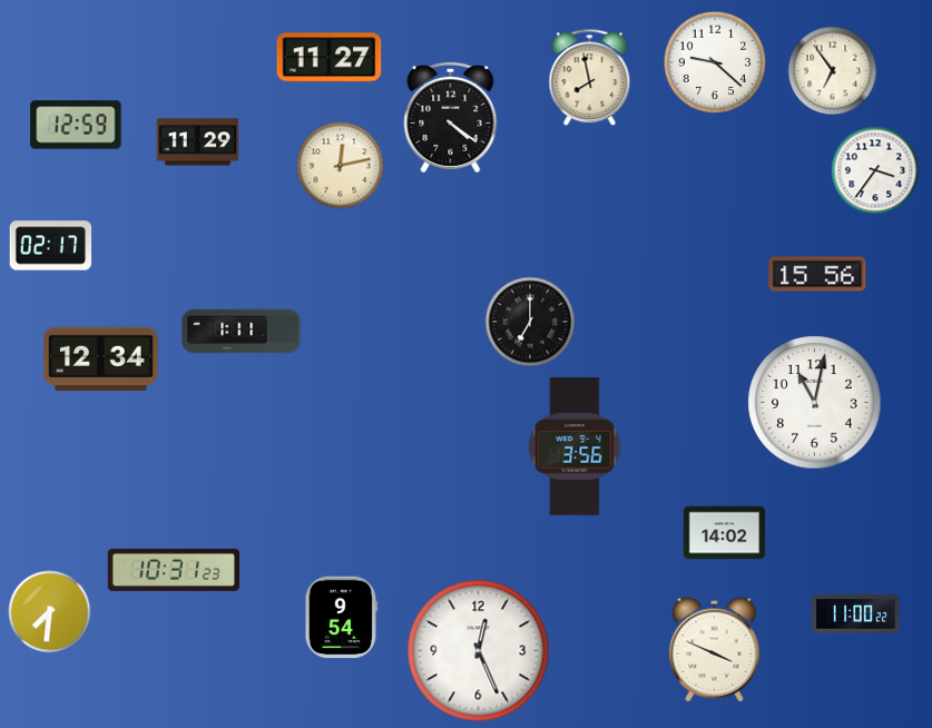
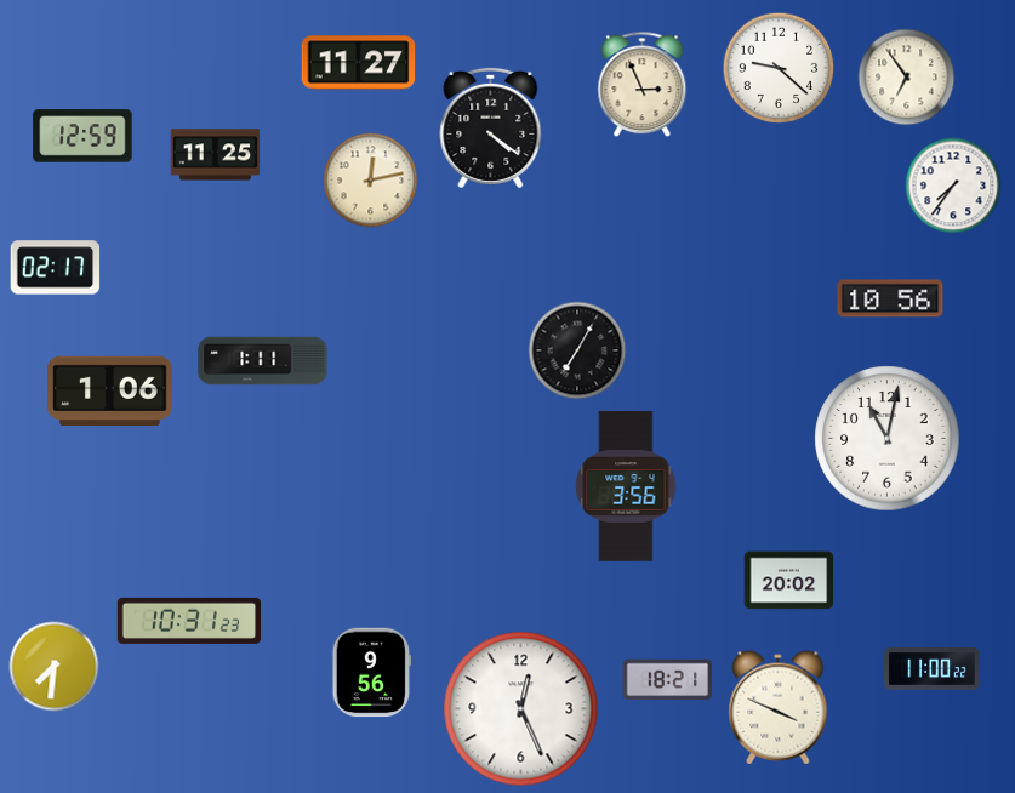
clock at (590, 78): 7:58 -> 2:56
clock at (198, 142): 11:29 -> 11:25
clock at (875, 170): 3:36 -> 7:36
clock at (817, 274): 15:56 -> 10:56
clock at (530, 322): 7:00 -> 7:05
clock at (101, 360): 12:34 -> 1:06
clock at (725, 533): 14:02 -> 20:02
clock at (341, 618): 9:54 -> 9:56
clock at (668, 680): none -> 18:21
